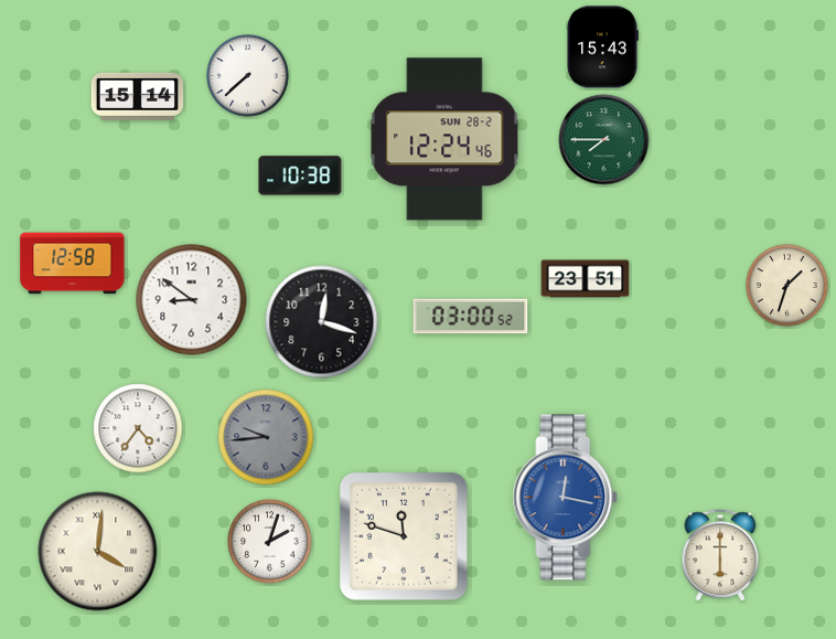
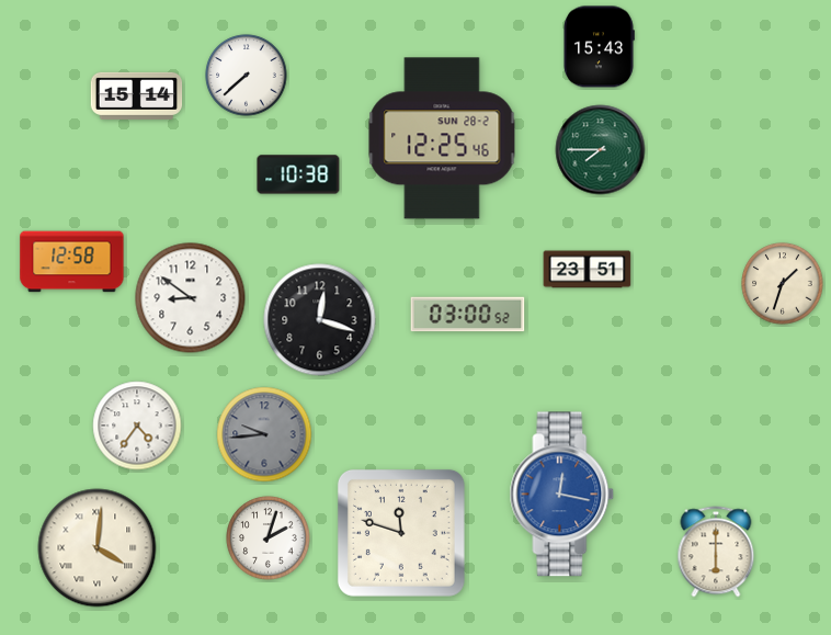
clock at (444, 139): 12:24 -> 12:25
clock at (604, 140) position: (604, 140) -> (601, 150)
clock at (586, 279) position: (586, 279) -> (588, 270)
